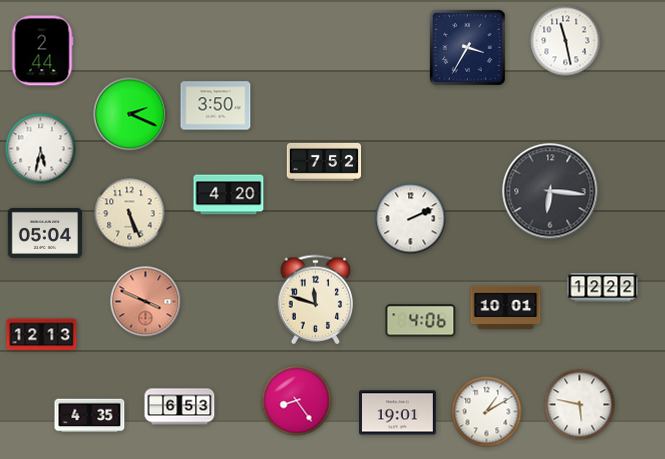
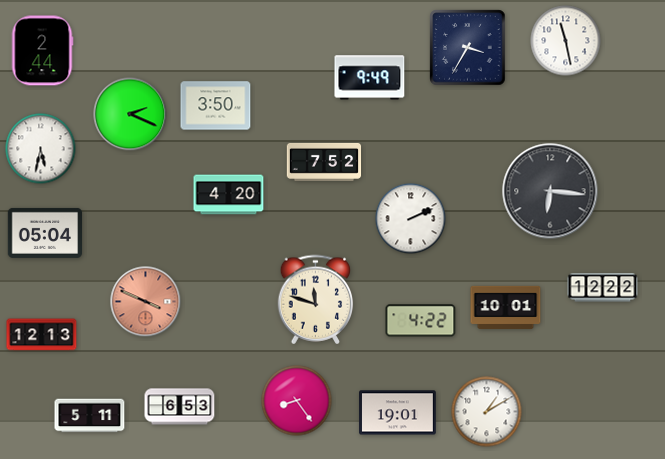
clock at (370, 78): none -> 9:49
clock at (130, 214): 5:26 -> none
clock at (421, 321): 4:06 -> 4:22
clock at (580, 405): 5:47 -> none
clock at (90, 416): 4:35 -> 5:11
